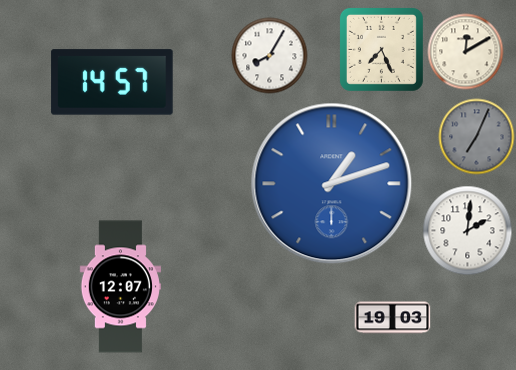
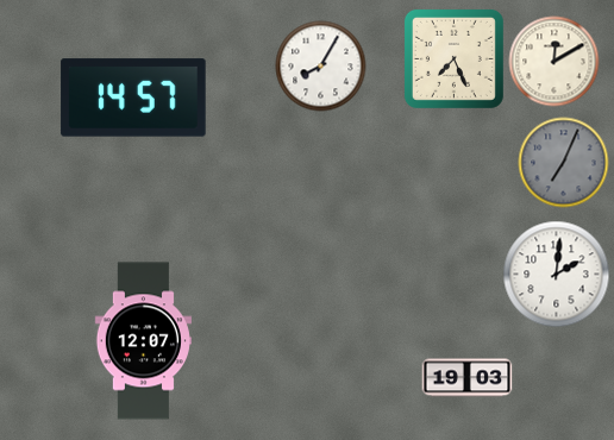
clock at (477, 137) position: (477, 137) -> (564, 163)
clock at (332, 184): 1:12 -> none
